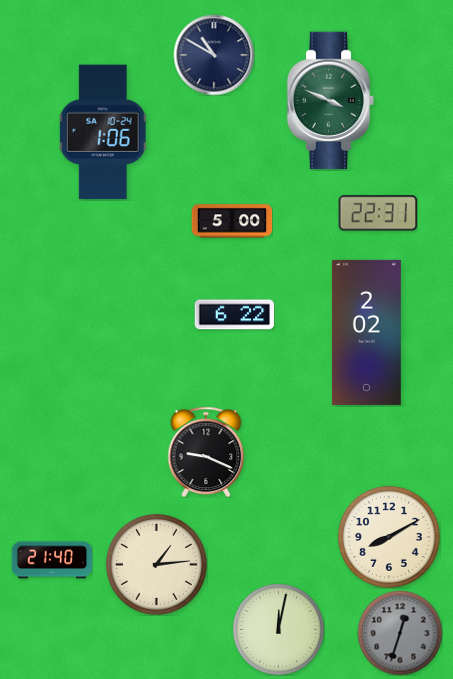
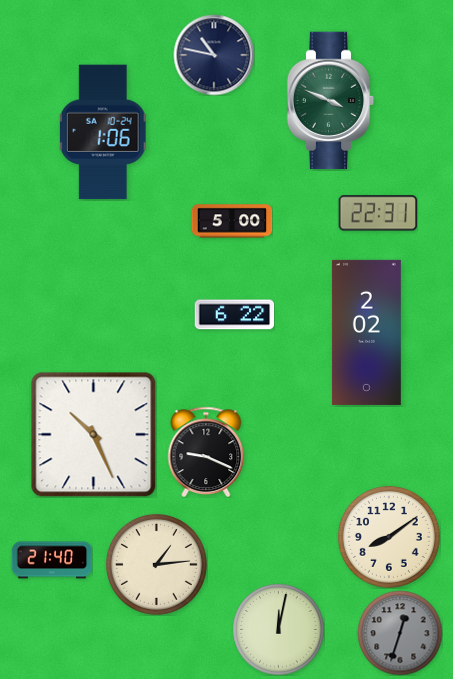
clock at (214, 55): 10:50 -> 10:47
clock at (94, 435): none -> 10:26
clock at (389, 537): 8:10 -> 8:09
